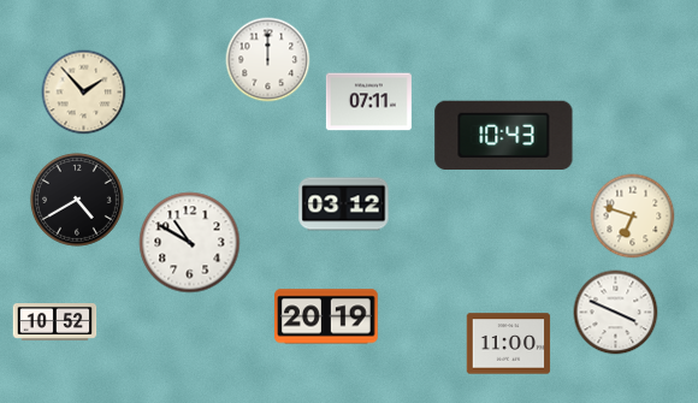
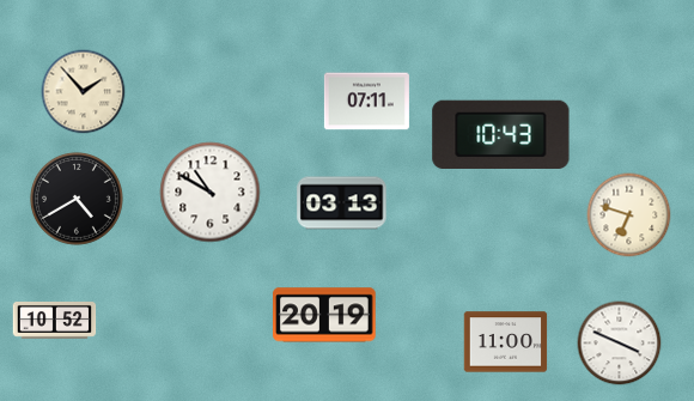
clock at (268, 60): 12:00 -> none
clock at (344, 205): 03:12 -> 03:13
clock at (190, 243) position: (190, 243) -> (211, 193)
clock at (616, 313) position: (616, 313) -> (620, 344)
